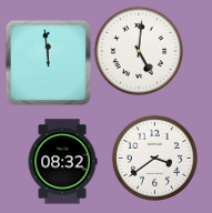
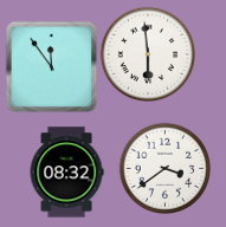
clock at (138, 50): 5:01 -> 5:59
clock at (48, 62): 11:59 -> 11:54
